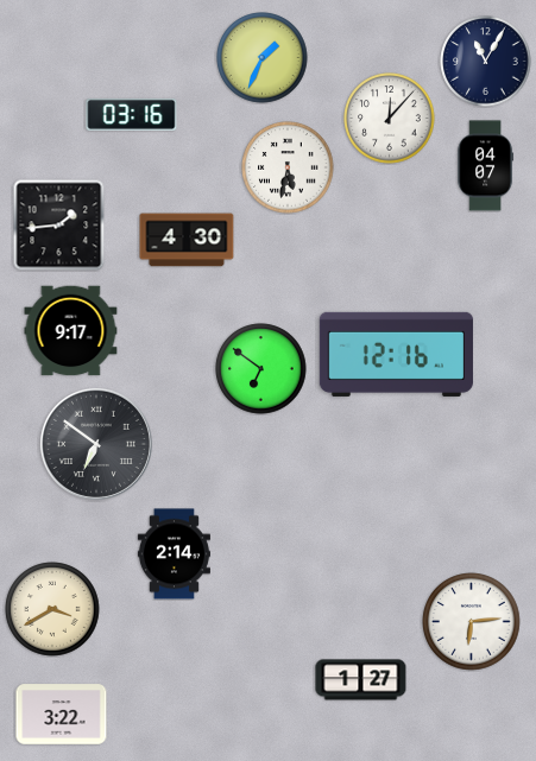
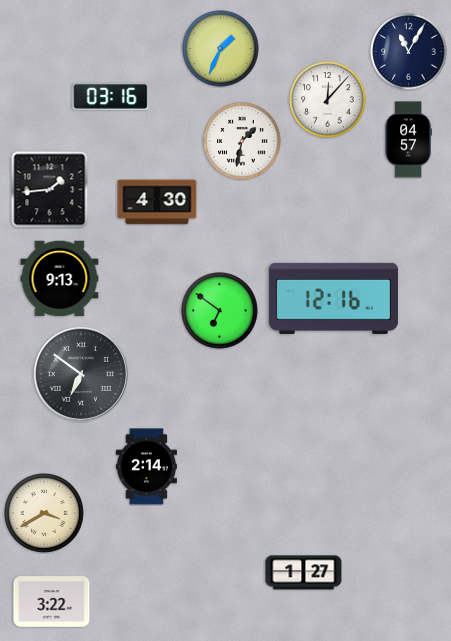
clock at (485, 166): 04:07 -> 04:57
clock at (288, 167): 5:32 -> 1:32
clock at (71, 331): 9:17 -> 9:13
clock at (472, 622): 6:14 -> none
